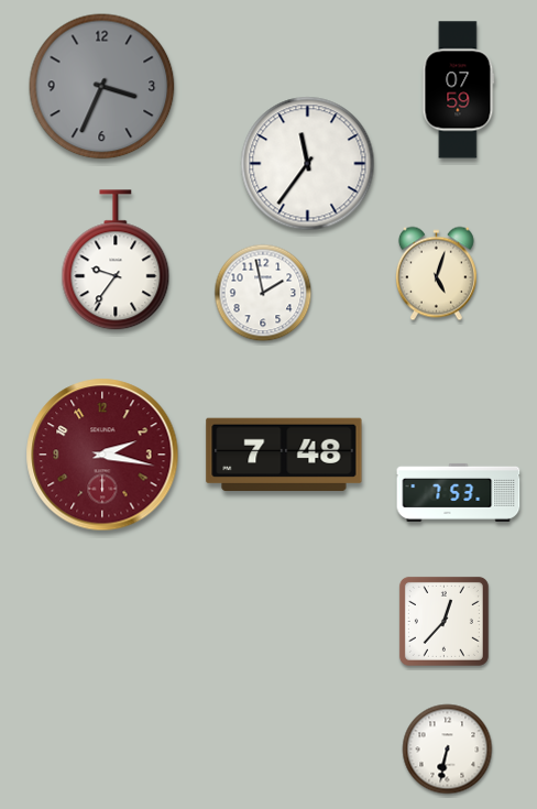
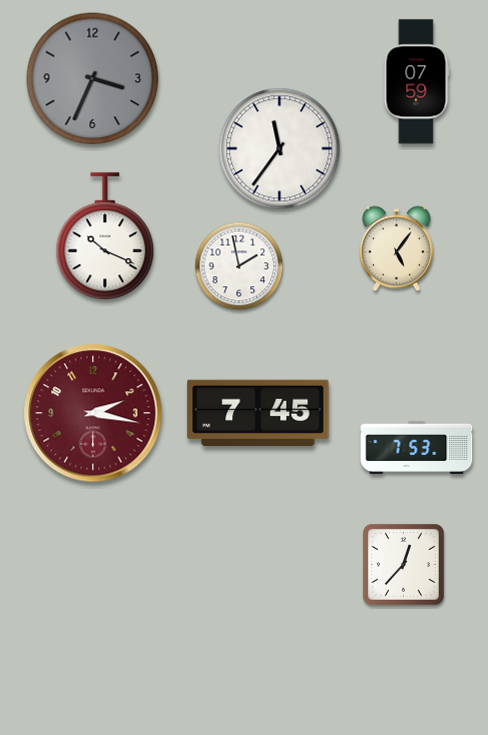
clock at (116, 261): 9:36 -> 10:19
clock at (436, 274): 5:03 -> 5:06
clock at (284, 455): 7:48 -> 7:45
clock at (448, 750): 6:32 -> none
